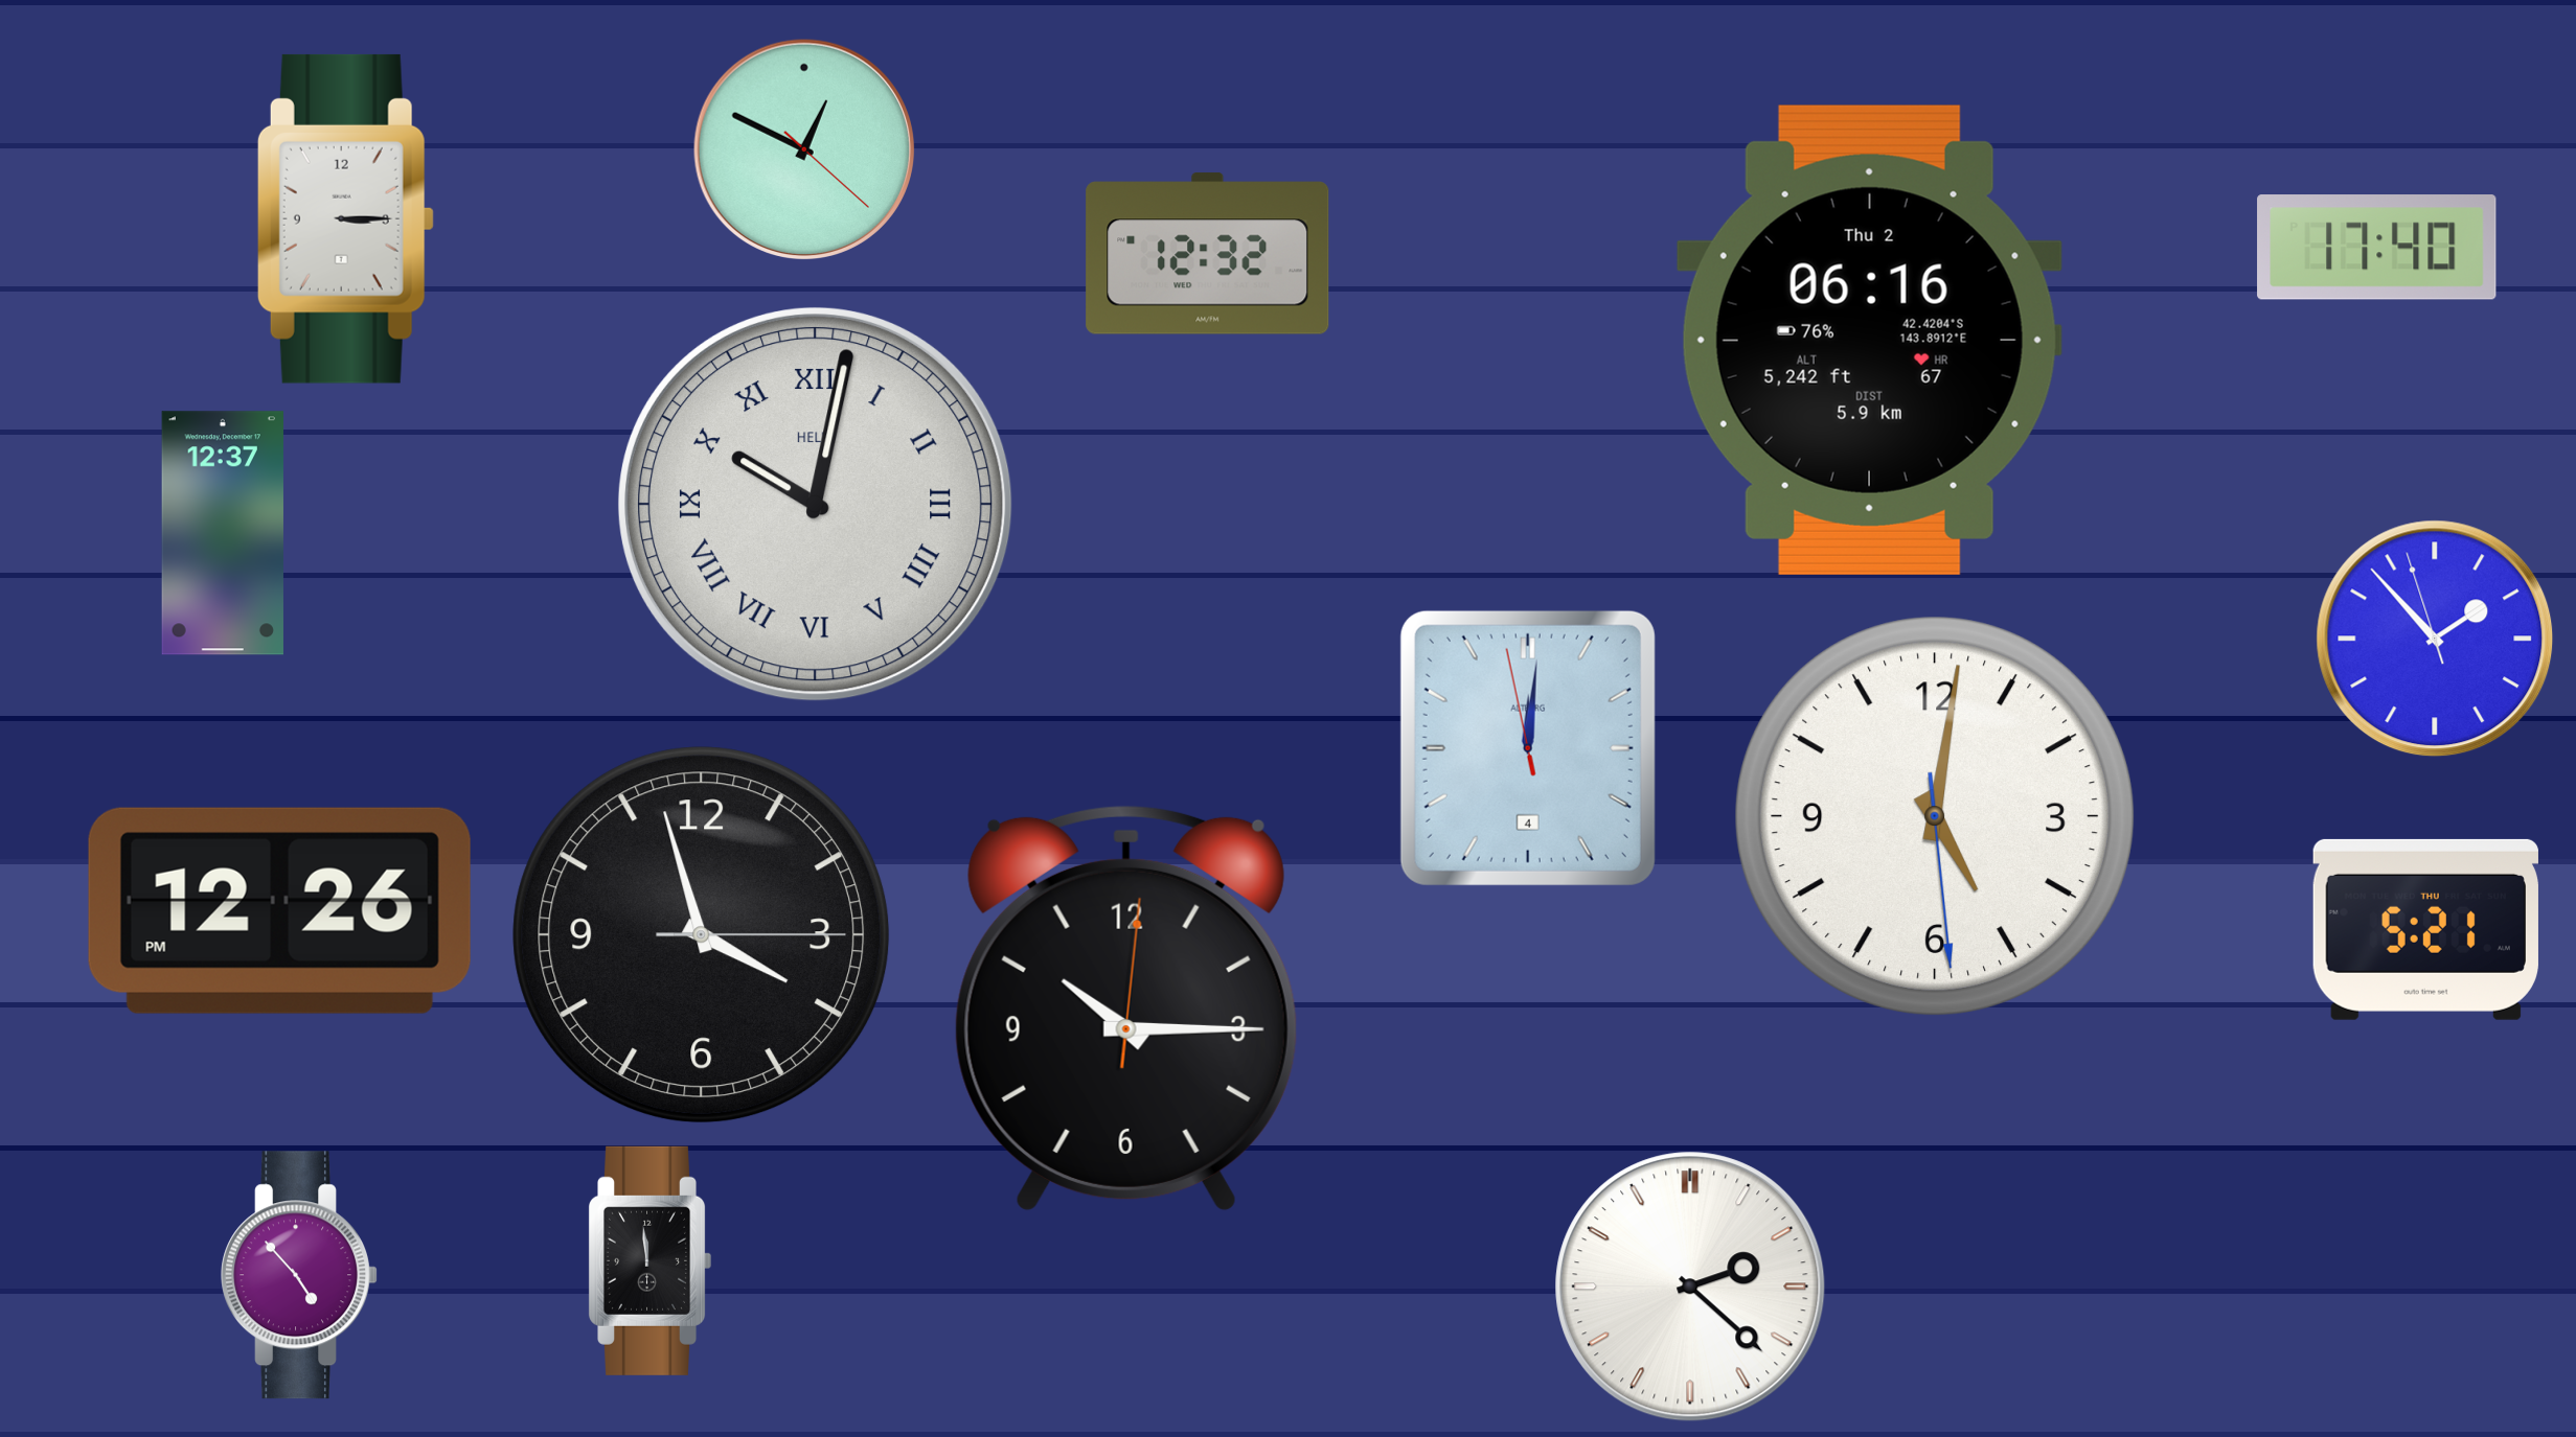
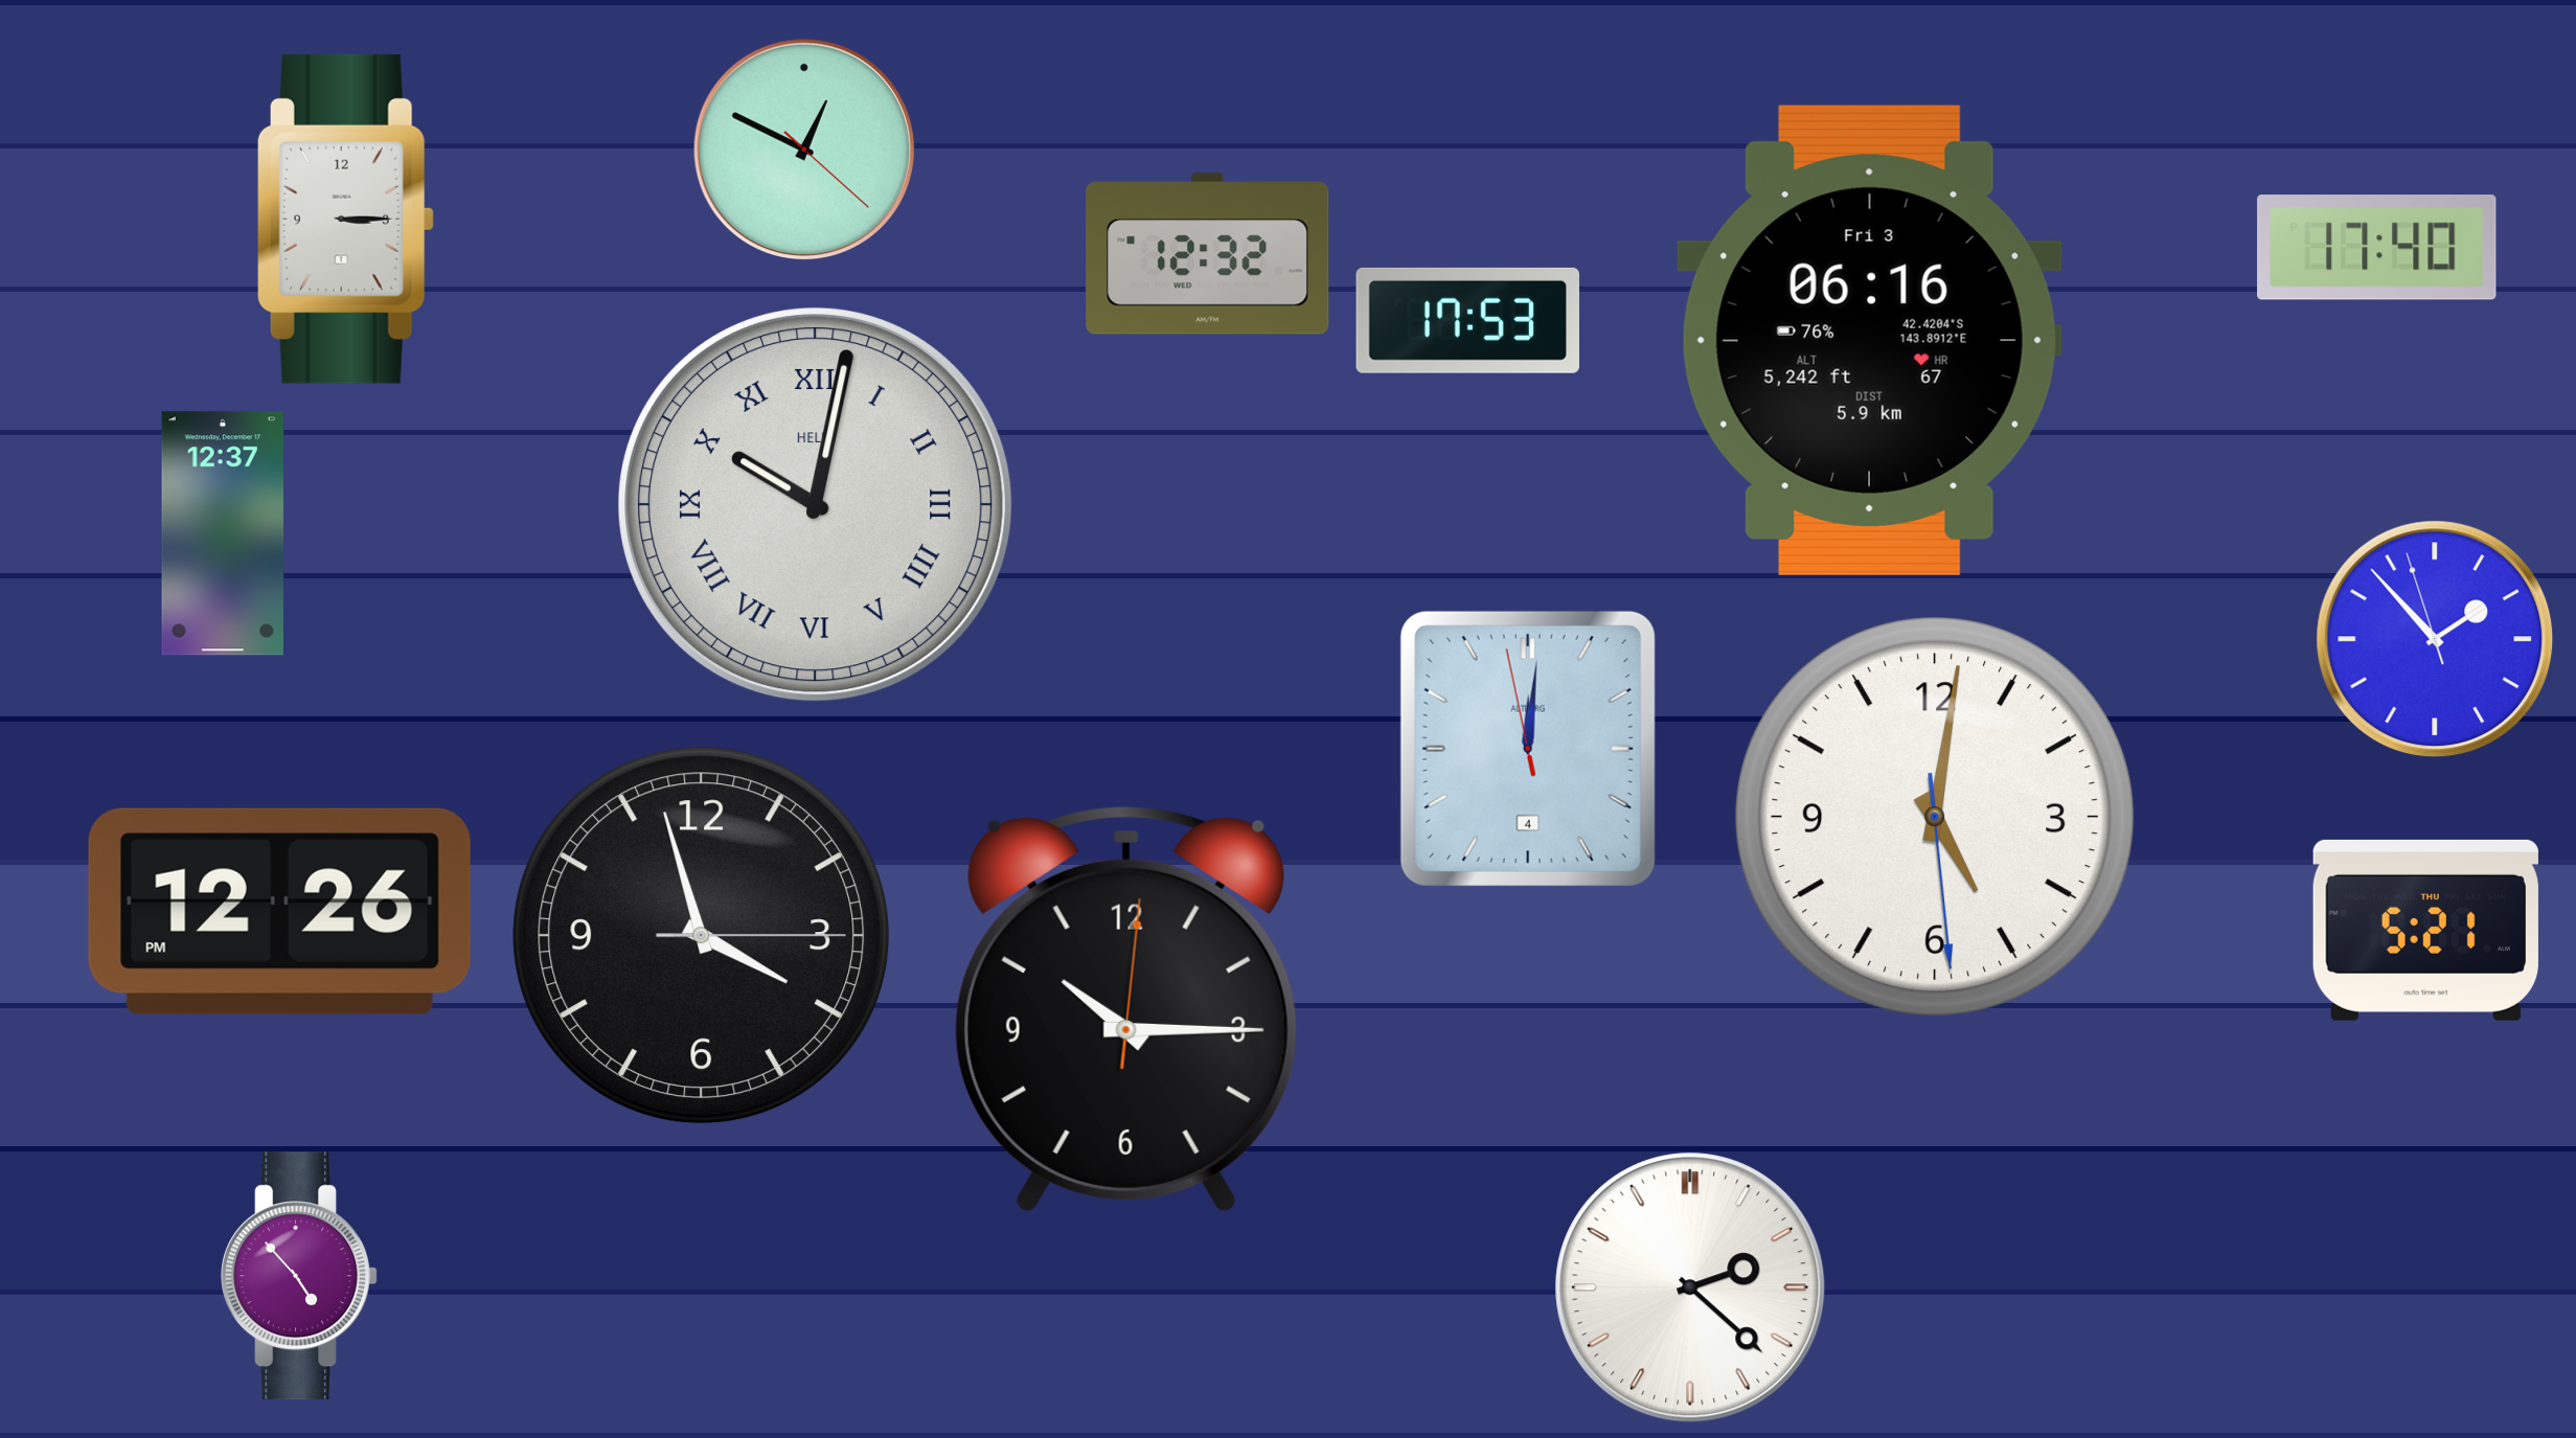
clock at (1467, 320): none -> 17:53
clock at (1869, 340) date: Thu 2 -> Fri 3
clock at (651, 1260): 11:59 -> none
